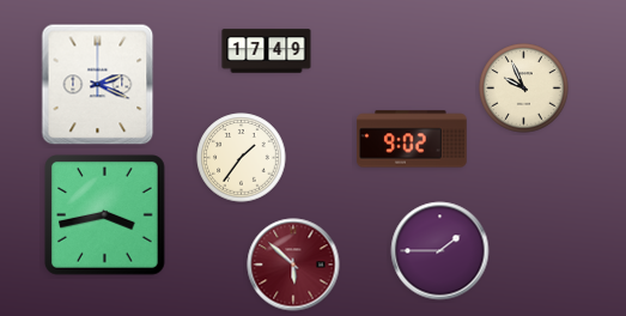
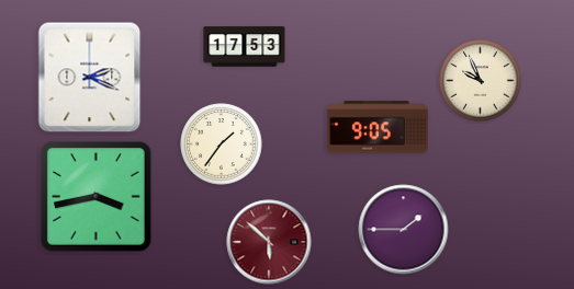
clock at (267, 51): 17:49 -> 17:53
clock at (412, 139): 9:02 -> 9:05
